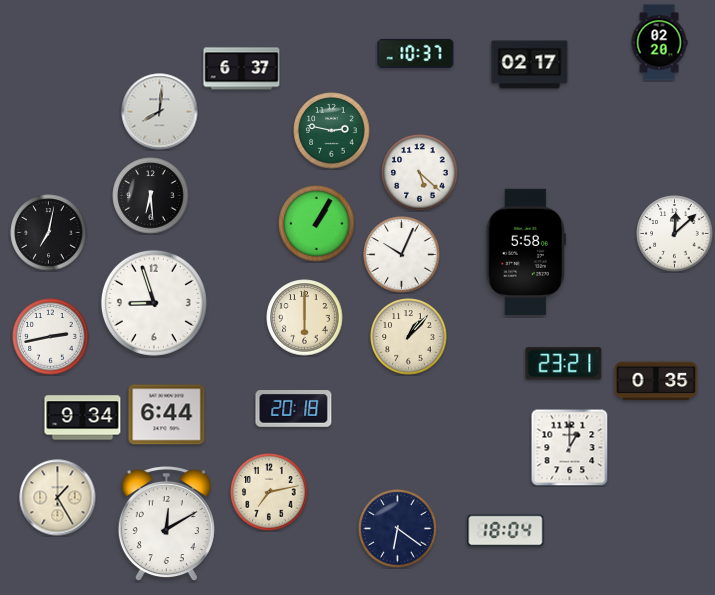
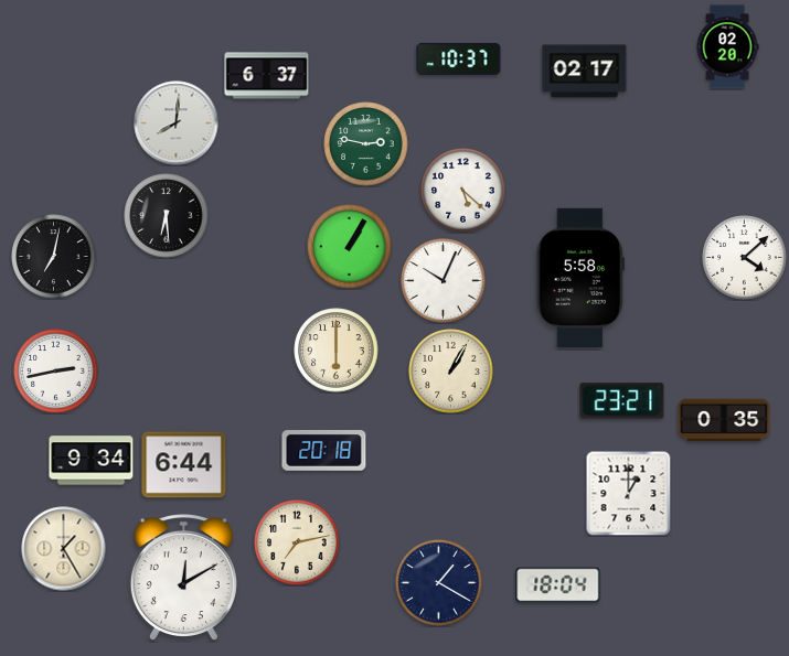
clock at (675, 234): 12:08 -> 4:08
clock at (154, 303): 8:57 -> none
clock at (409, 337): 1:07 -> 1:05
clock at (167, 415) position: (167, 415) -> (184, 465)
clock at (398, 529): 6:21 -> 1:20
